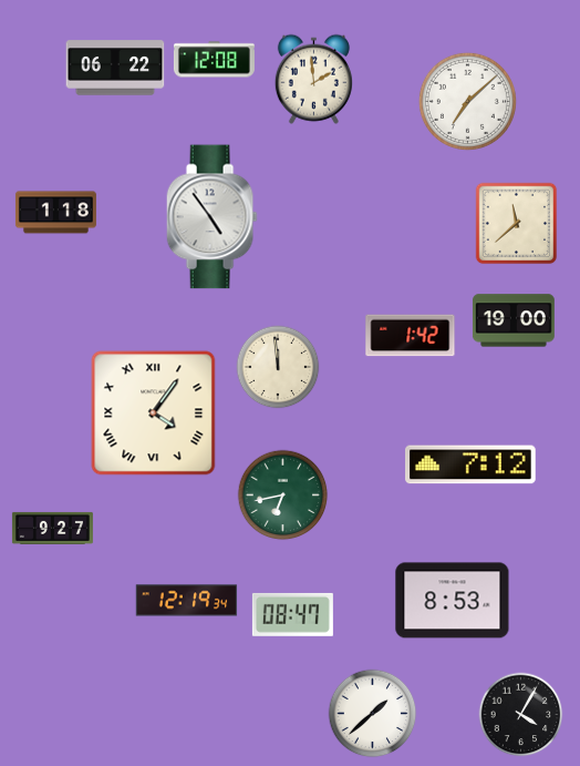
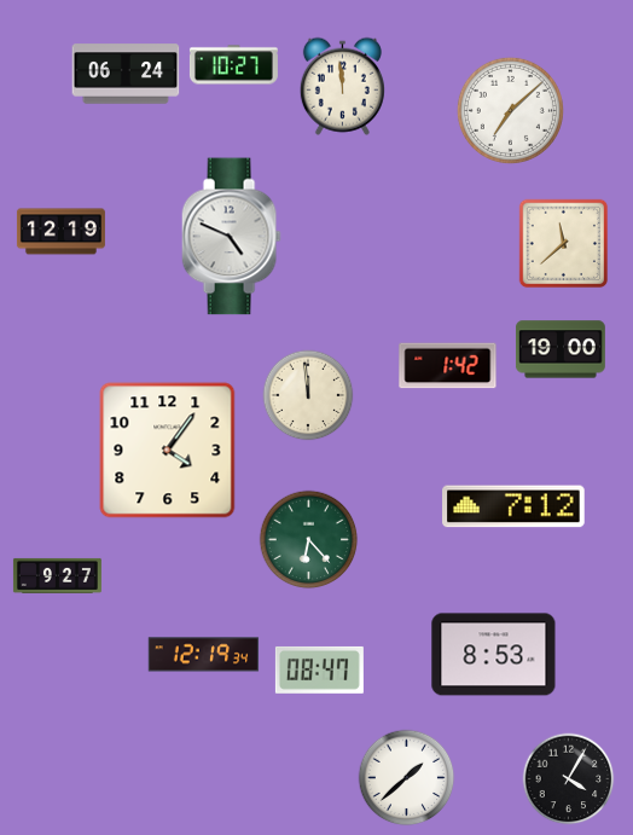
clock at (214, 60): 12:08 -> 10:27
clock at (115, 68): 06:22 -> 06:24
clock at (313, 79): 1:59 -> 11:59
clock at (55, 213): 1:18 -> 12:19
clock at (211, 217): 4:54 -> 4:49
clock at (278, 367) position: (278, 367) -> (308, 395)
clock at (154, 413) numerals: Roman -> Arabic
clock at (283, 496): 6:43 -> 6:23
